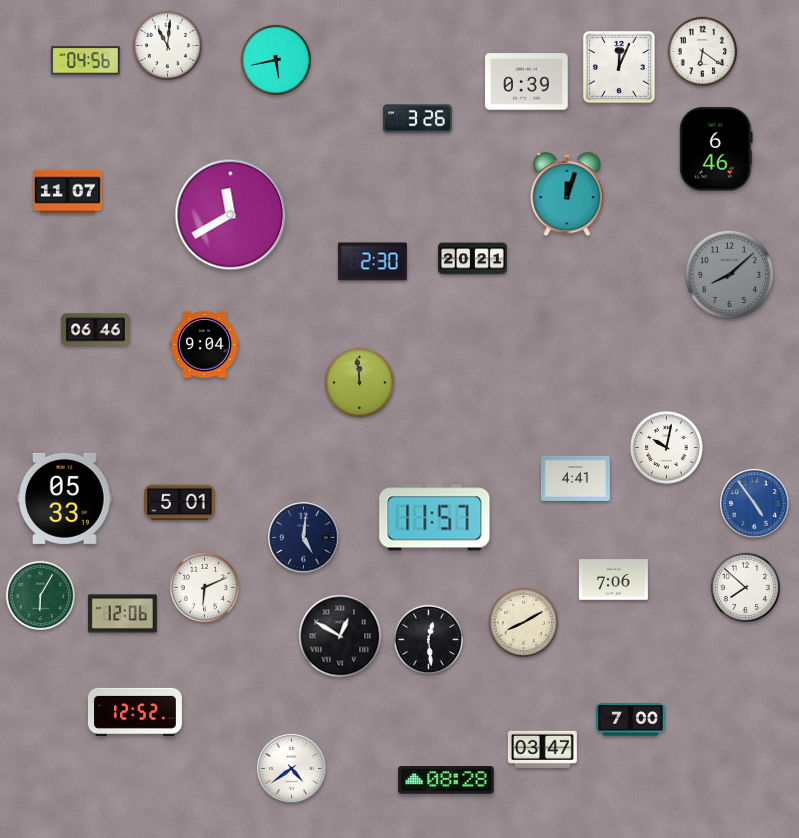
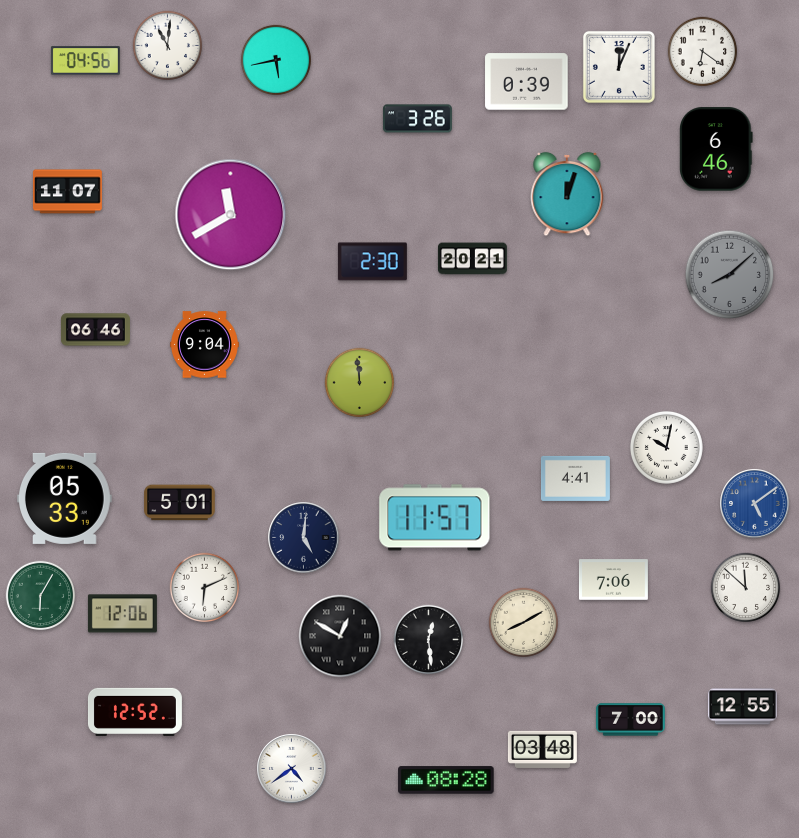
clock at (755, 504): 4:54 -> 5:09
clock at (746, 588): 7:52 -> 11:52
clock at (742, 707): none -> 12:55
clock at (542, 749): 03:47 -> 03:48
